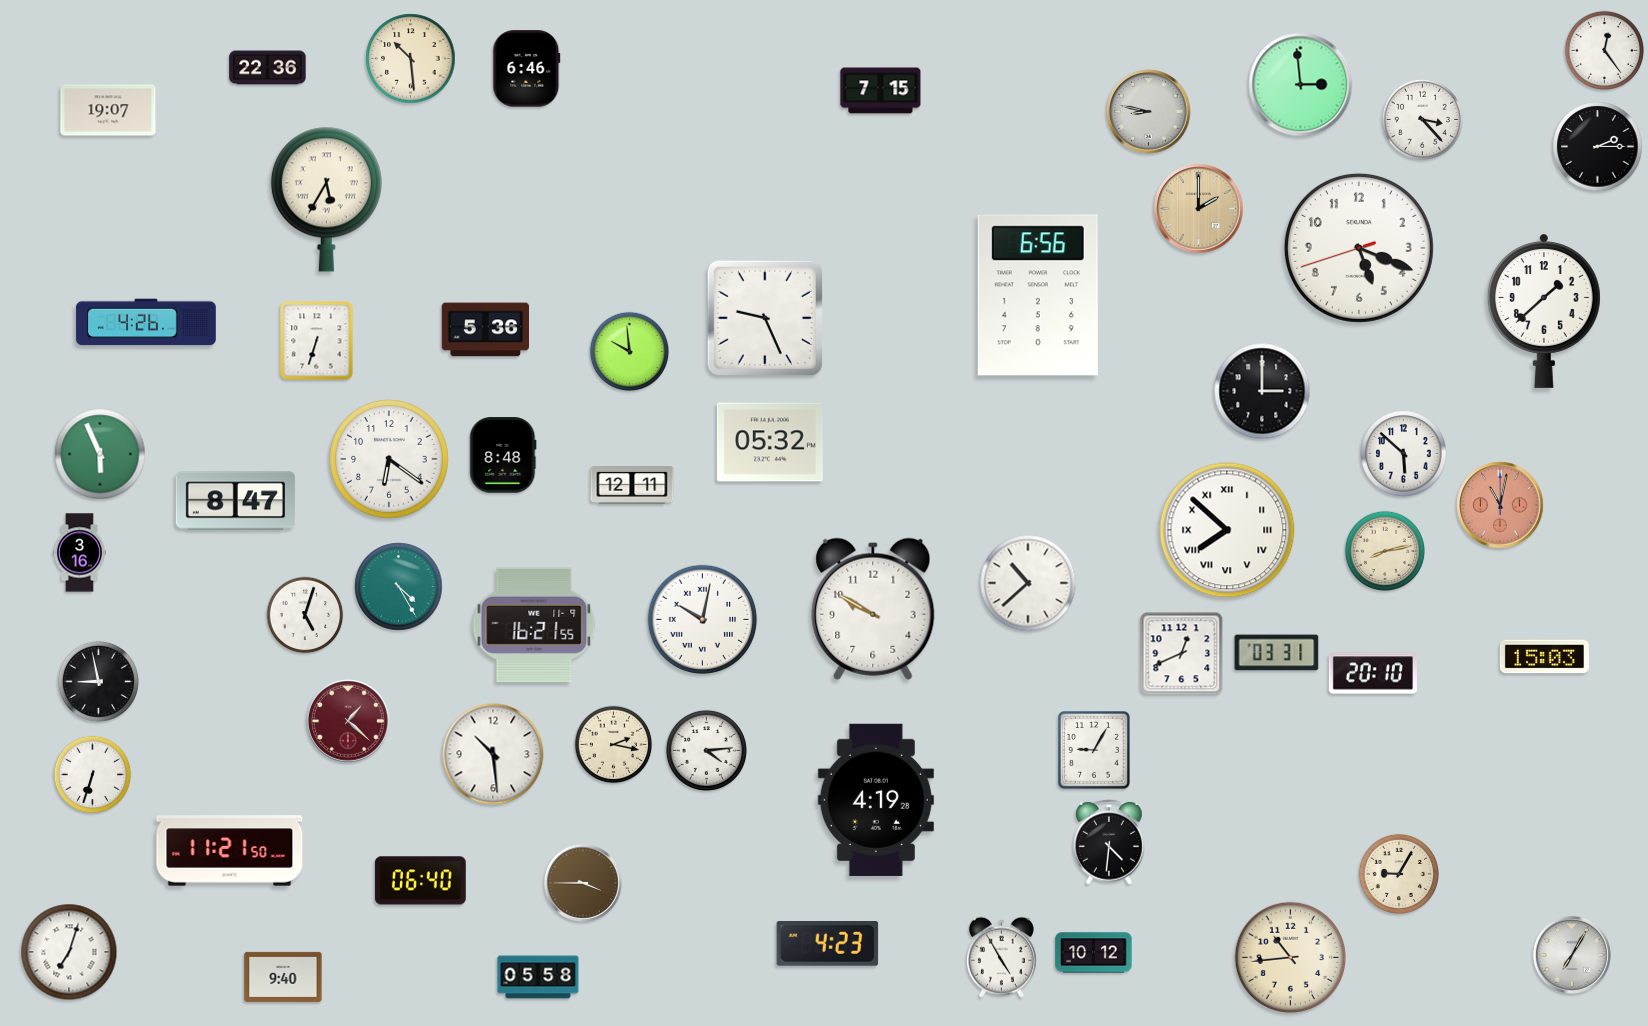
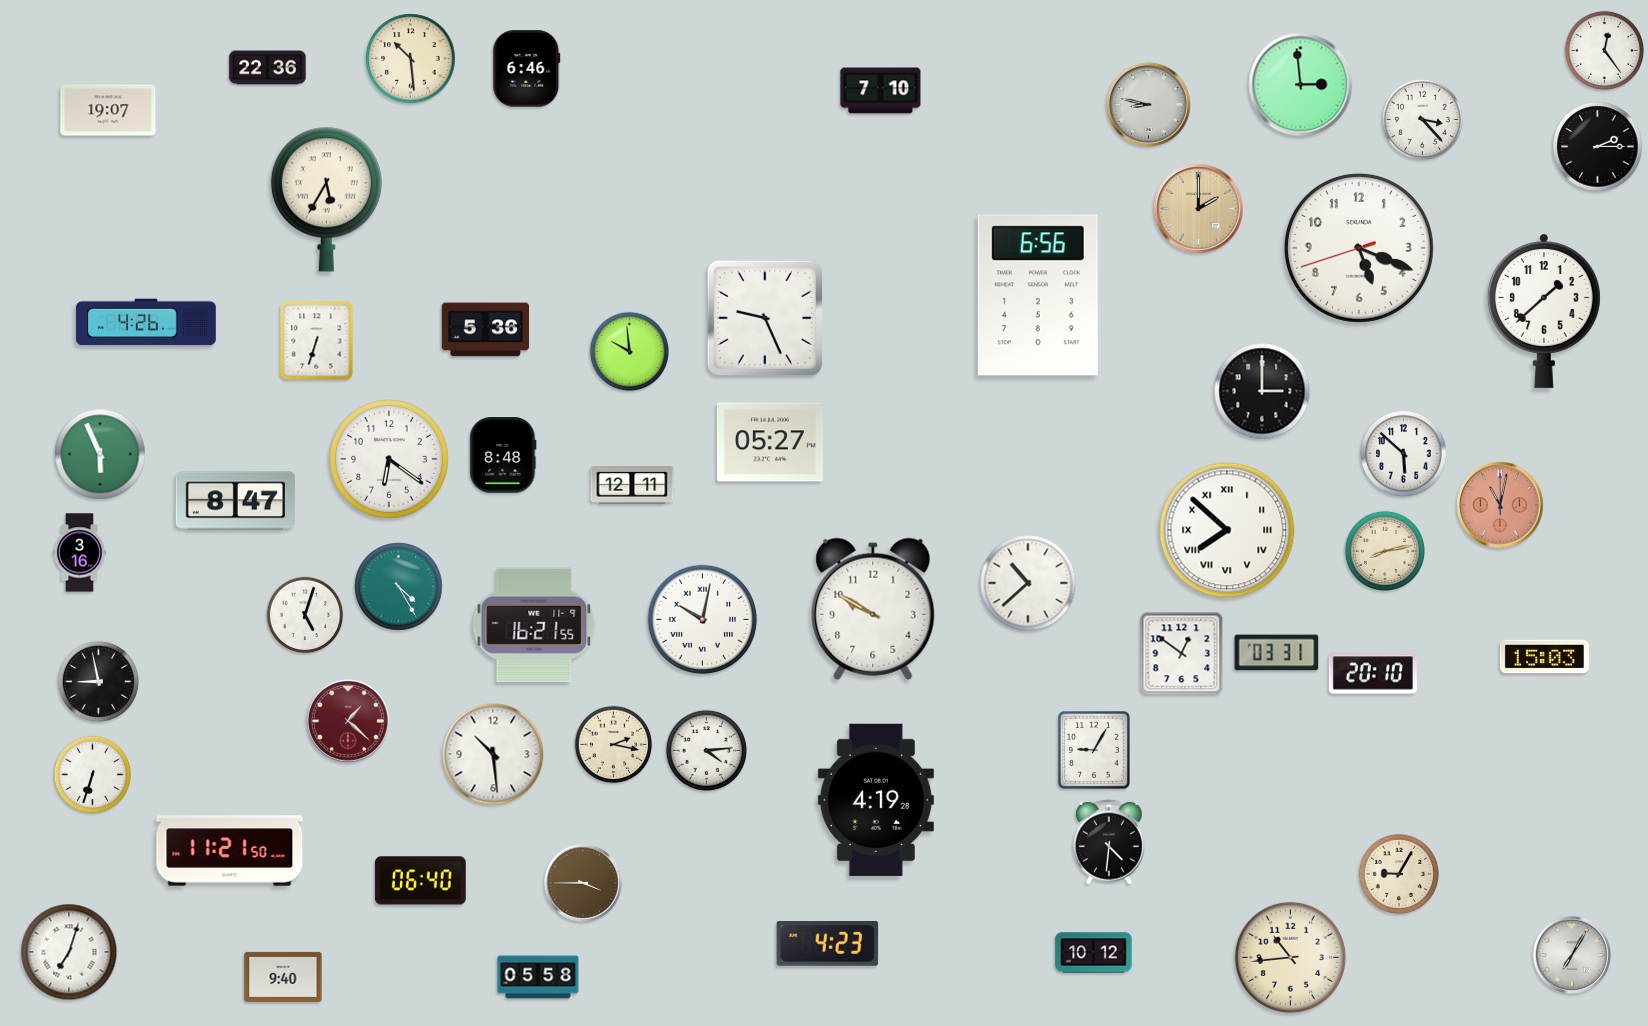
clock at (881, 91): 7:15 -> 7:10
clock at (1149, 112) position: (1149, 112) -> (1149, 105)
clock at (770, 442): 05:32 -> 05:27
clock at (1182, 654): 12:41 -> 12:51
clock at (1001, 957): 4:55 -> none
